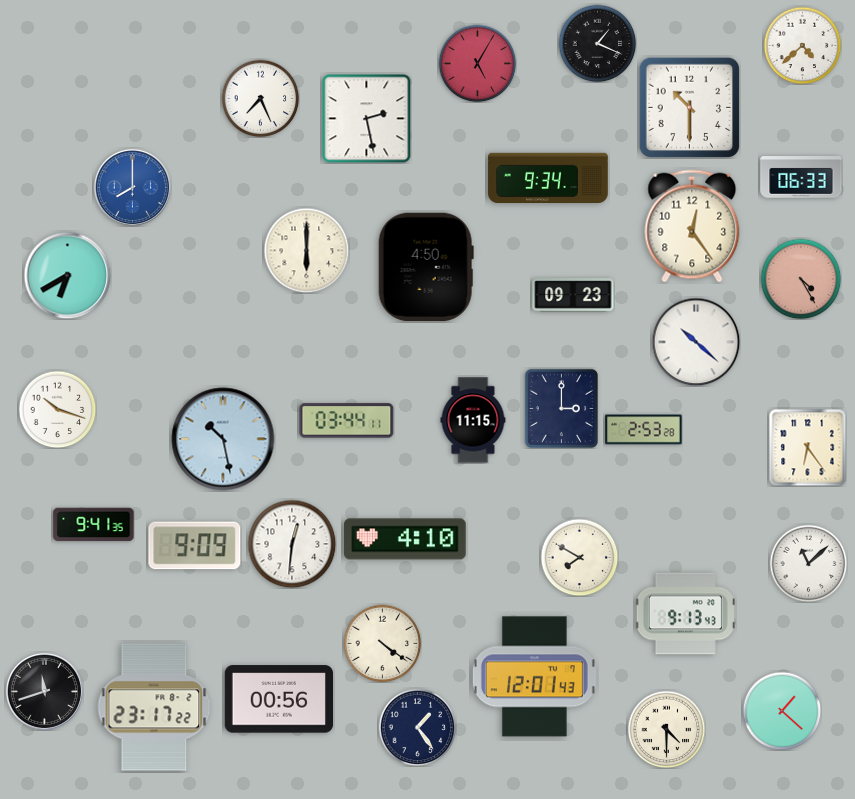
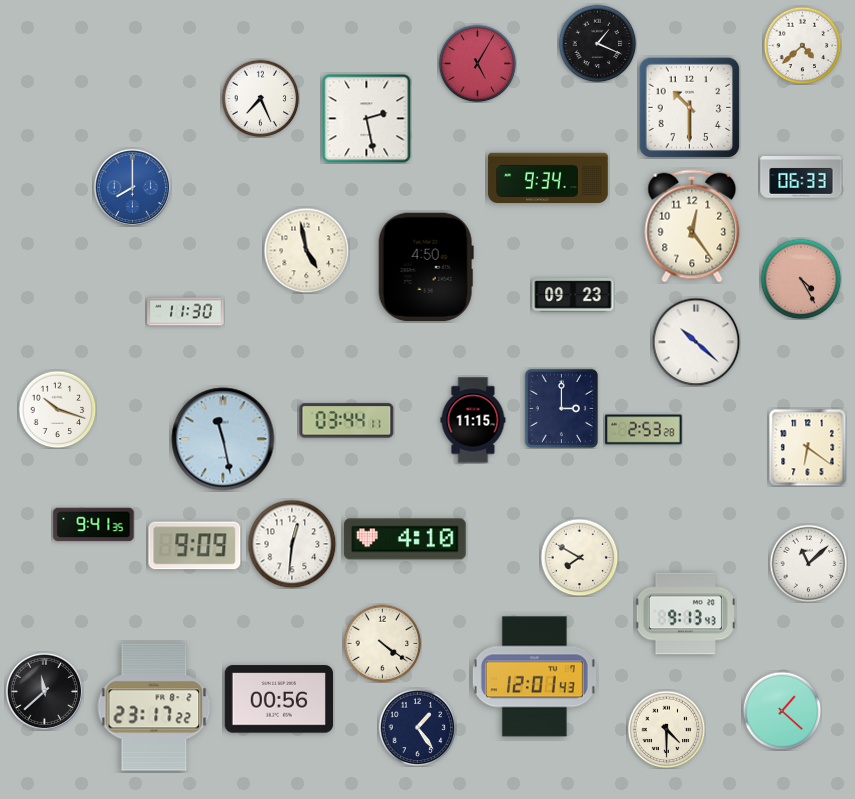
clock at (306, 250): 6:00 -> 4:58
clock at (67, 275): 6:40 -> none
clock at (186, 312): none -> 11:30
clock at (223, 439): 10:28 -> 11:28
clock at (807, 447): 6:24 -> 6:21
clock at (44, 691): 11:42 -> 11:38
